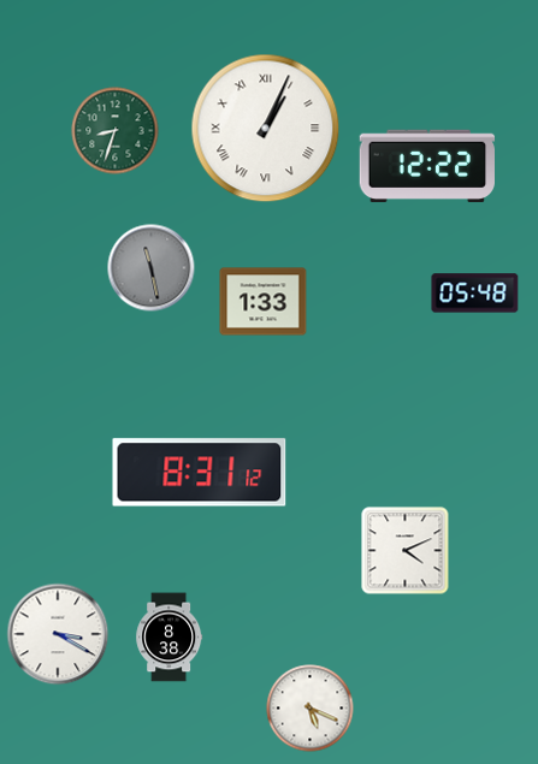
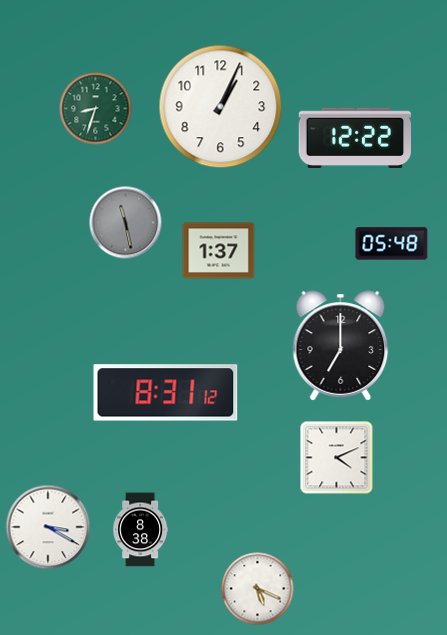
clock at (266, 129) numerals: Roman -> Arabic
clock at (475, 294) position: (475, 294) -> (392, 244)
clock at (264, 302): 1:33 -> 1:37
clock at (341, 346): none -> 7:00
